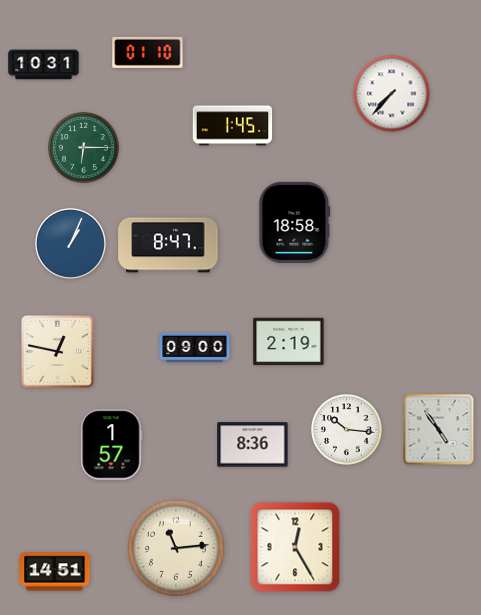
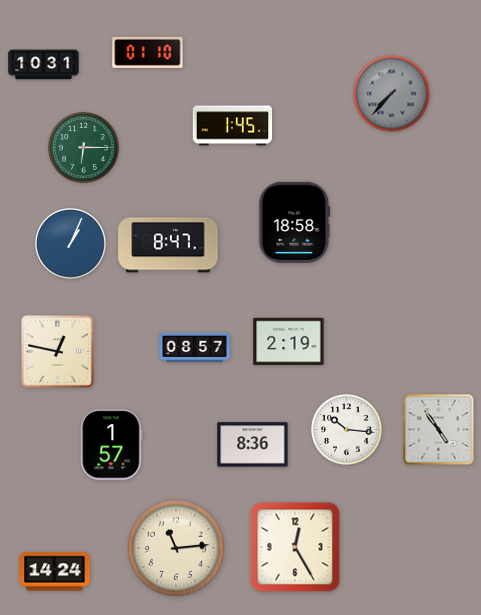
clock at (392, 94) dial: white -> grey
clock at (195, 348): 09:00 -> 08:57
clock at (55, 572): 14:51 -> 14:24
